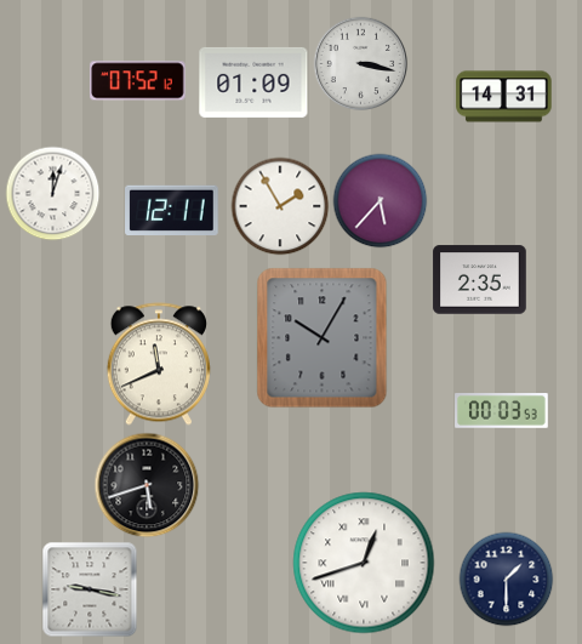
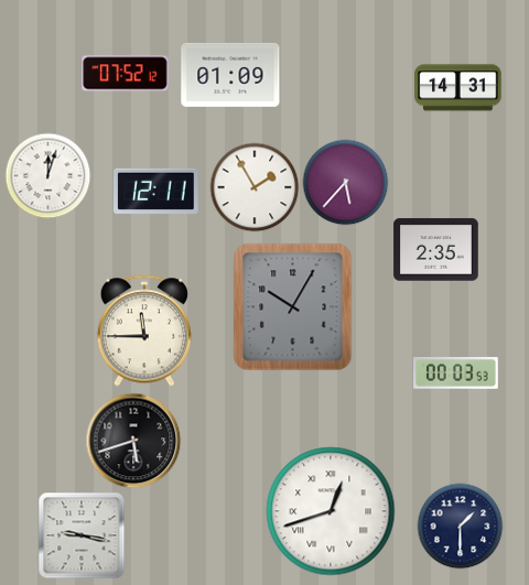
clock at (360, 63): 3:17 -> none
clock at (480, 280) position: (480, 280) -> (436, 250)
clock at (159, 364): 11:41 -> 11:45
